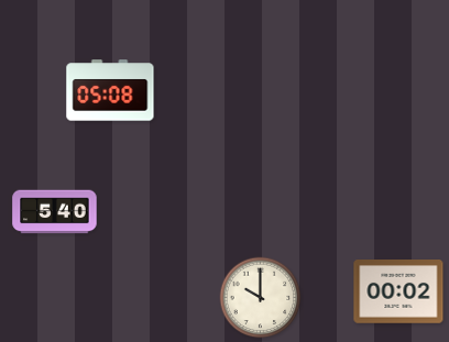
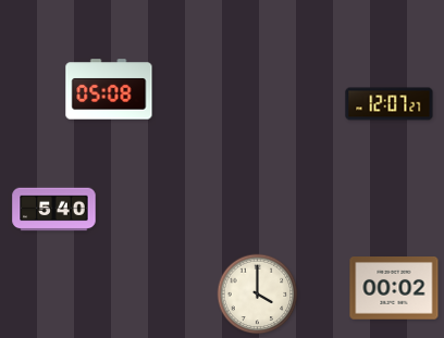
clock at (390, 104): none -> 12:07
clock at (261, 298): 10:00 -> 4:00
